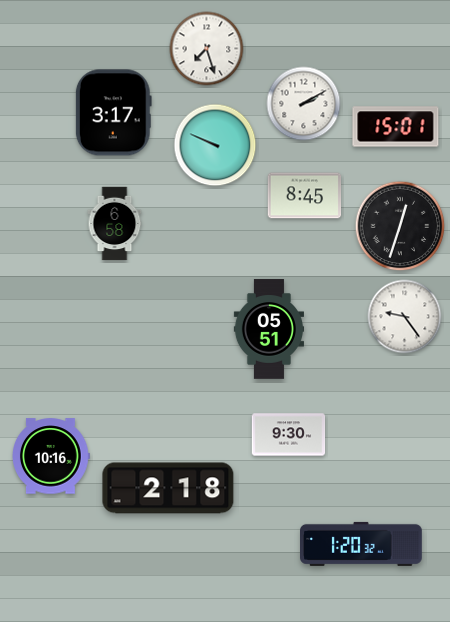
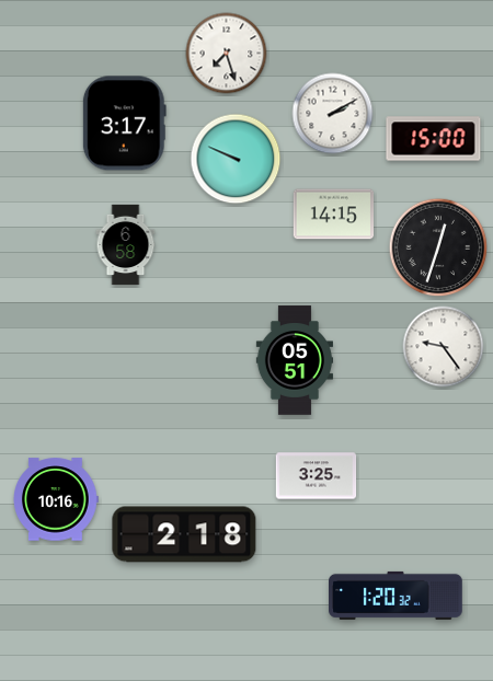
clock at (396, 127): 15:01 -> 15:00
clock at (305, 196): 8:45 -> 14:15
clock at (289, 435): 9:30 -> 3:25
